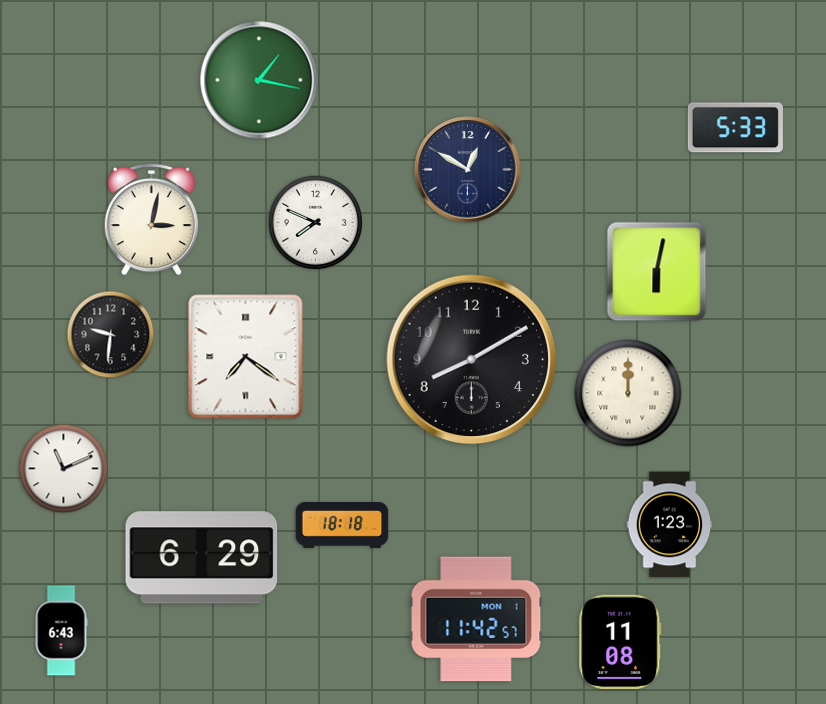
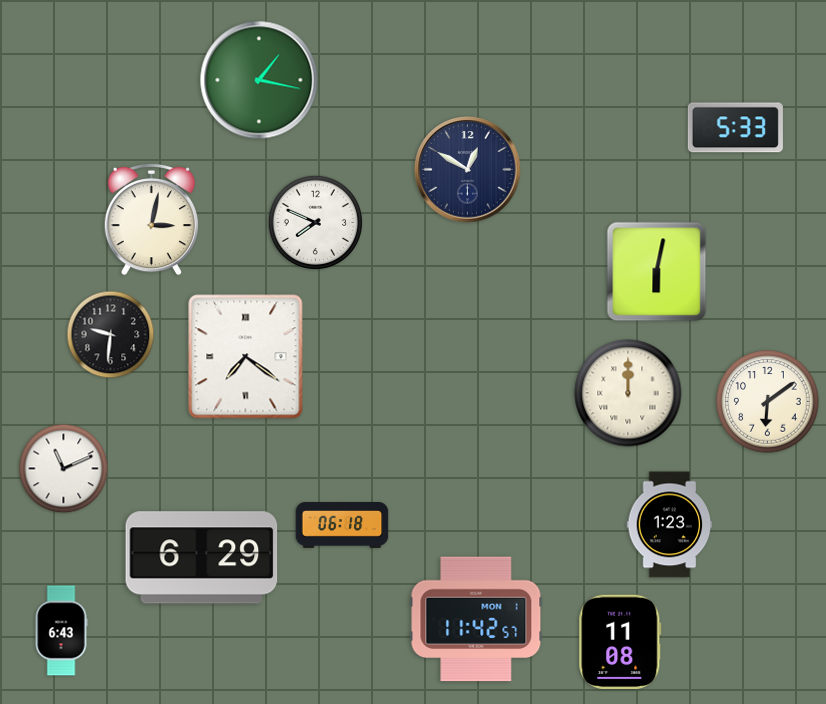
clock at (472, 360): 8:10 -> none
clock at (768, 402): none -> 6:09
clock at (342, 525): 18:18 -> 06:18
